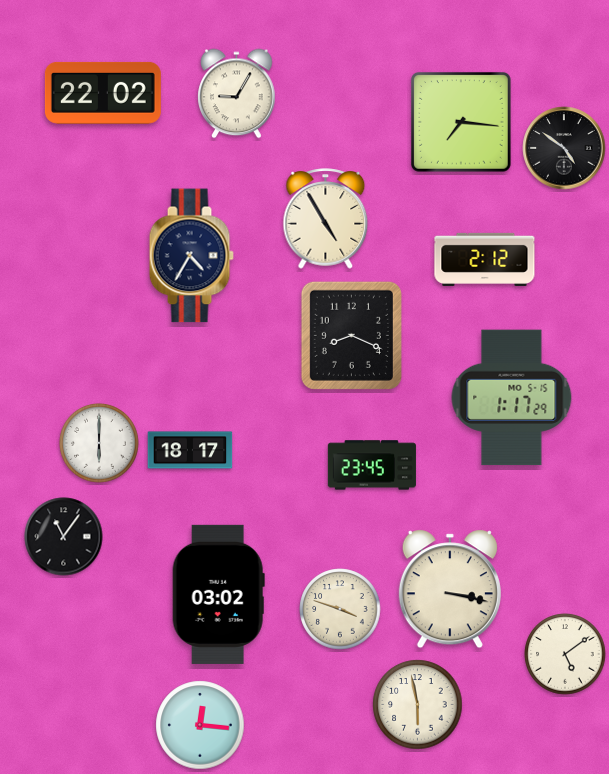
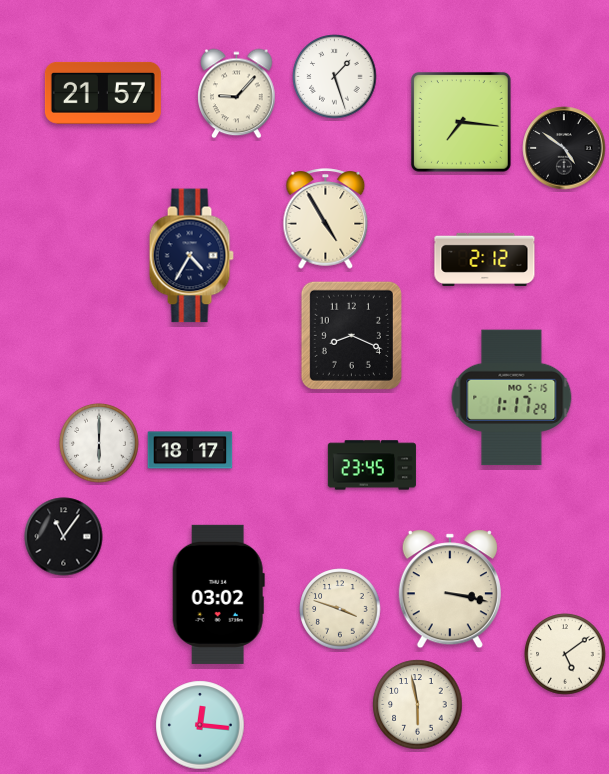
clock at (335, 77): none -> 1:27
clock at (103, 93): 22:02 -> 21:57
clock at (237, 94): 9:05 -> 9:07
